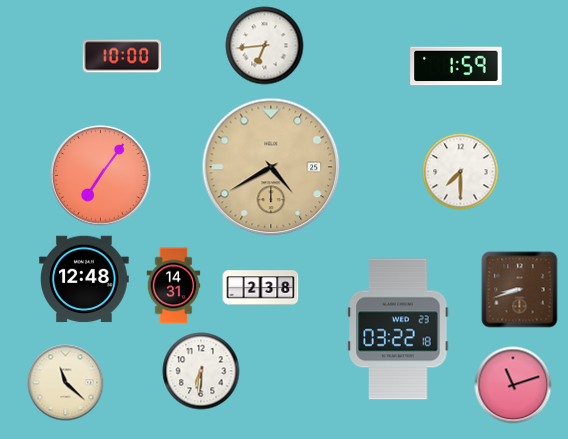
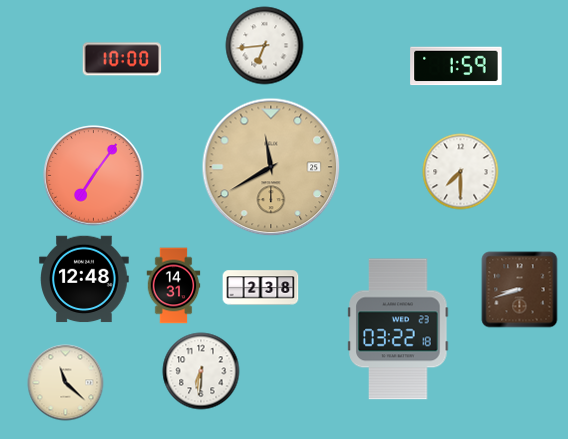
clock at (122, 56) position: (122, 56) -> (122, 59)
clock at (271, 167): 4:40 -> 11:40
clock at (101, 176) position: (101, 176) -> (94, 176)
clock at (513, 385): 11:12 -> none
